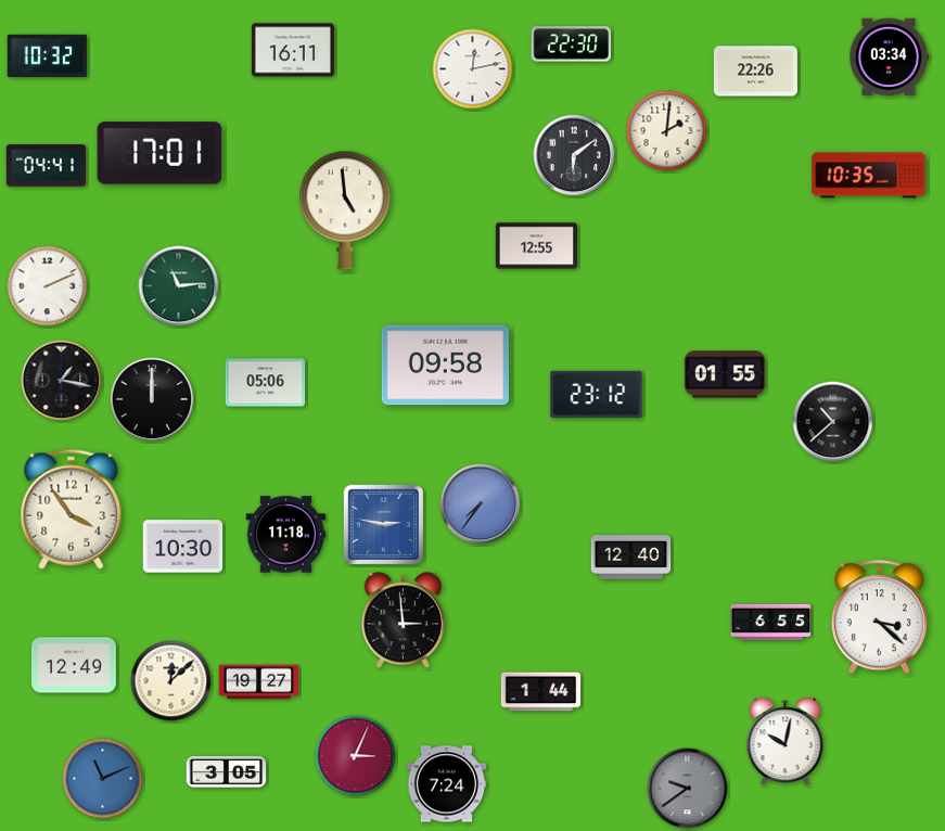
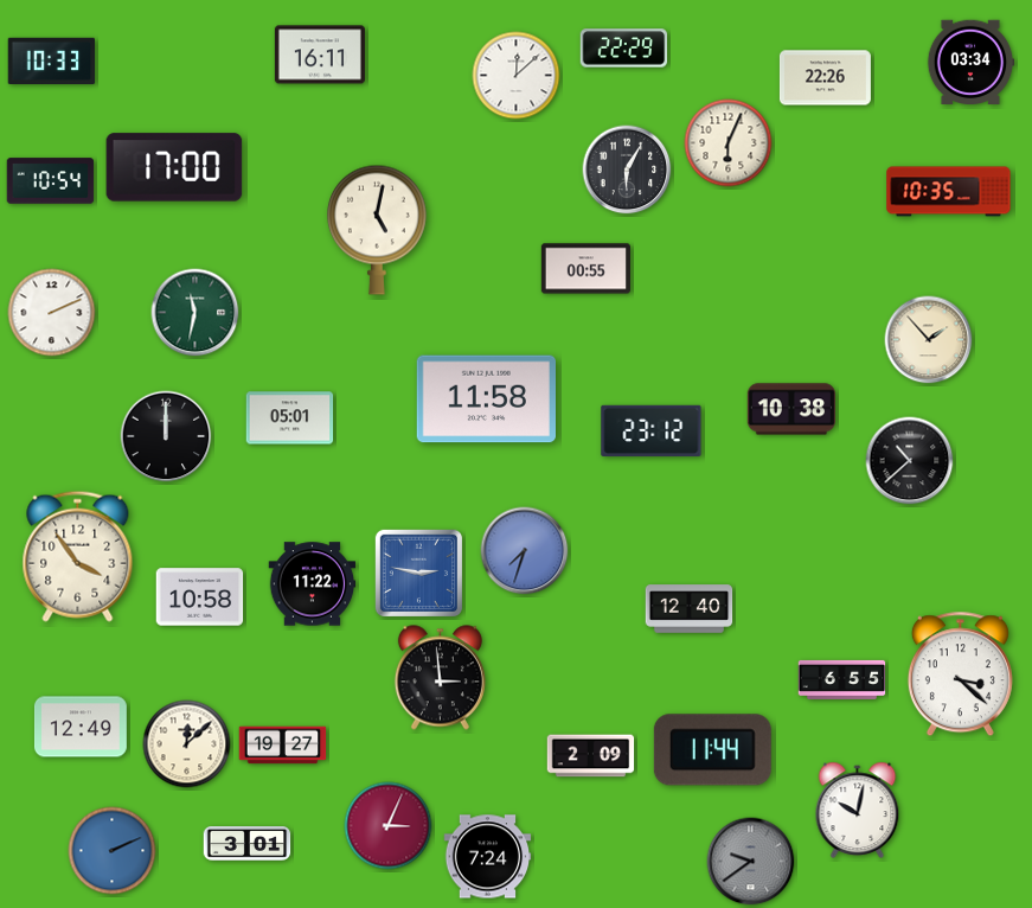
clock at (572, 44): 22:30 -> 22:29
clock at (48, 55): 10:32 -> 10:33
clock at (473, 69): 12:13 -> 12:08
clock at (667, 131): 2:01 -> 6:04
clock at (159, 153): 17:01 -> 17:00
clock at (574, 155): 6:09 -> 6:05
clock at (47, 166): 04:41 -> 10:54
clock at (345, 210): 4:59 -> 5:02
clock at (536, 246): 12:55 -> 00:55
clock at (179, 286): 11:14 -> 11:32
clock at (929, 340): none -> 1:53
clock at (445, 366): 09:58 -> 11:58
clock at (725, 374): 01:55 -> 10:38
clock at (62, 381): 1:17 -> none
clock at (266, 383): 05:06 -> 05:01
clock at (481, 504): 7:36 -> 7:33
clock at (286, 535): 11:18 -> 11:22
clock at (183, 547): 10:30 -> 10:58
clock at (712, 750): none -> 11:44
clock at (541, 692): 1:44 -> 2:09
clock at (227, 772): 3:05 -> 3:01
clock at (103, 779): 11:11 -> 2:11
